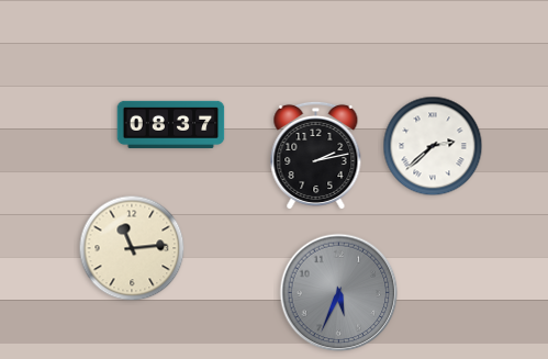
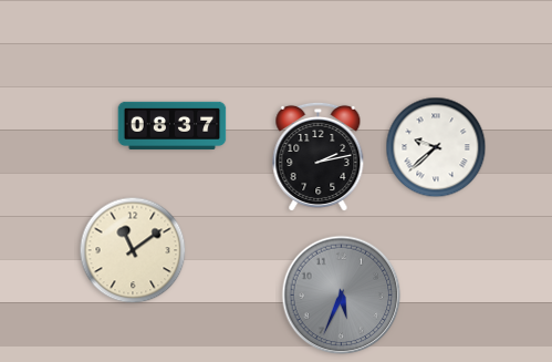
clock at (433, 146): 2:38 -> 9:38
clock at (132, 248): 11:14 -> 11:09
